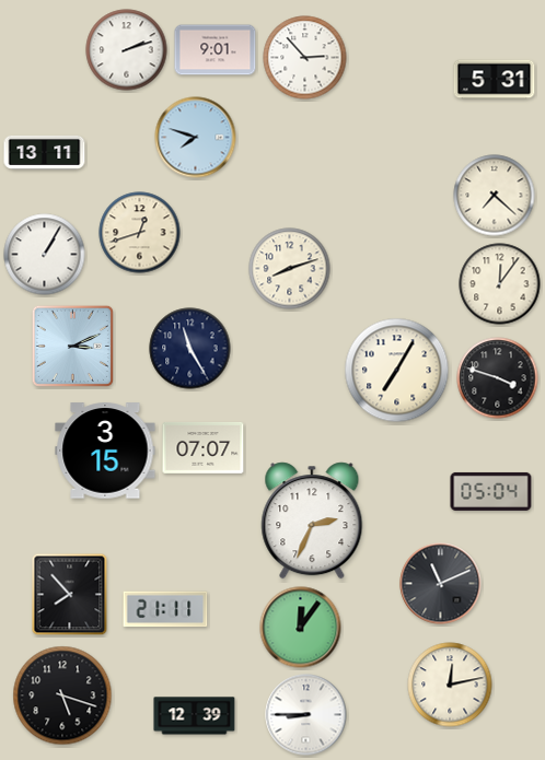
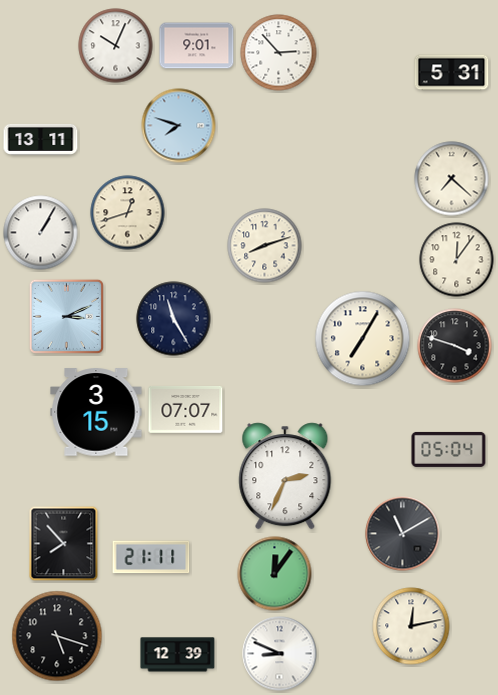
clock at (127, 50): 2:12 -> 10:04
clock at (441, 584): 11:11 -> 11:10
clock at (306, 715): 8:45 -> 8:49
